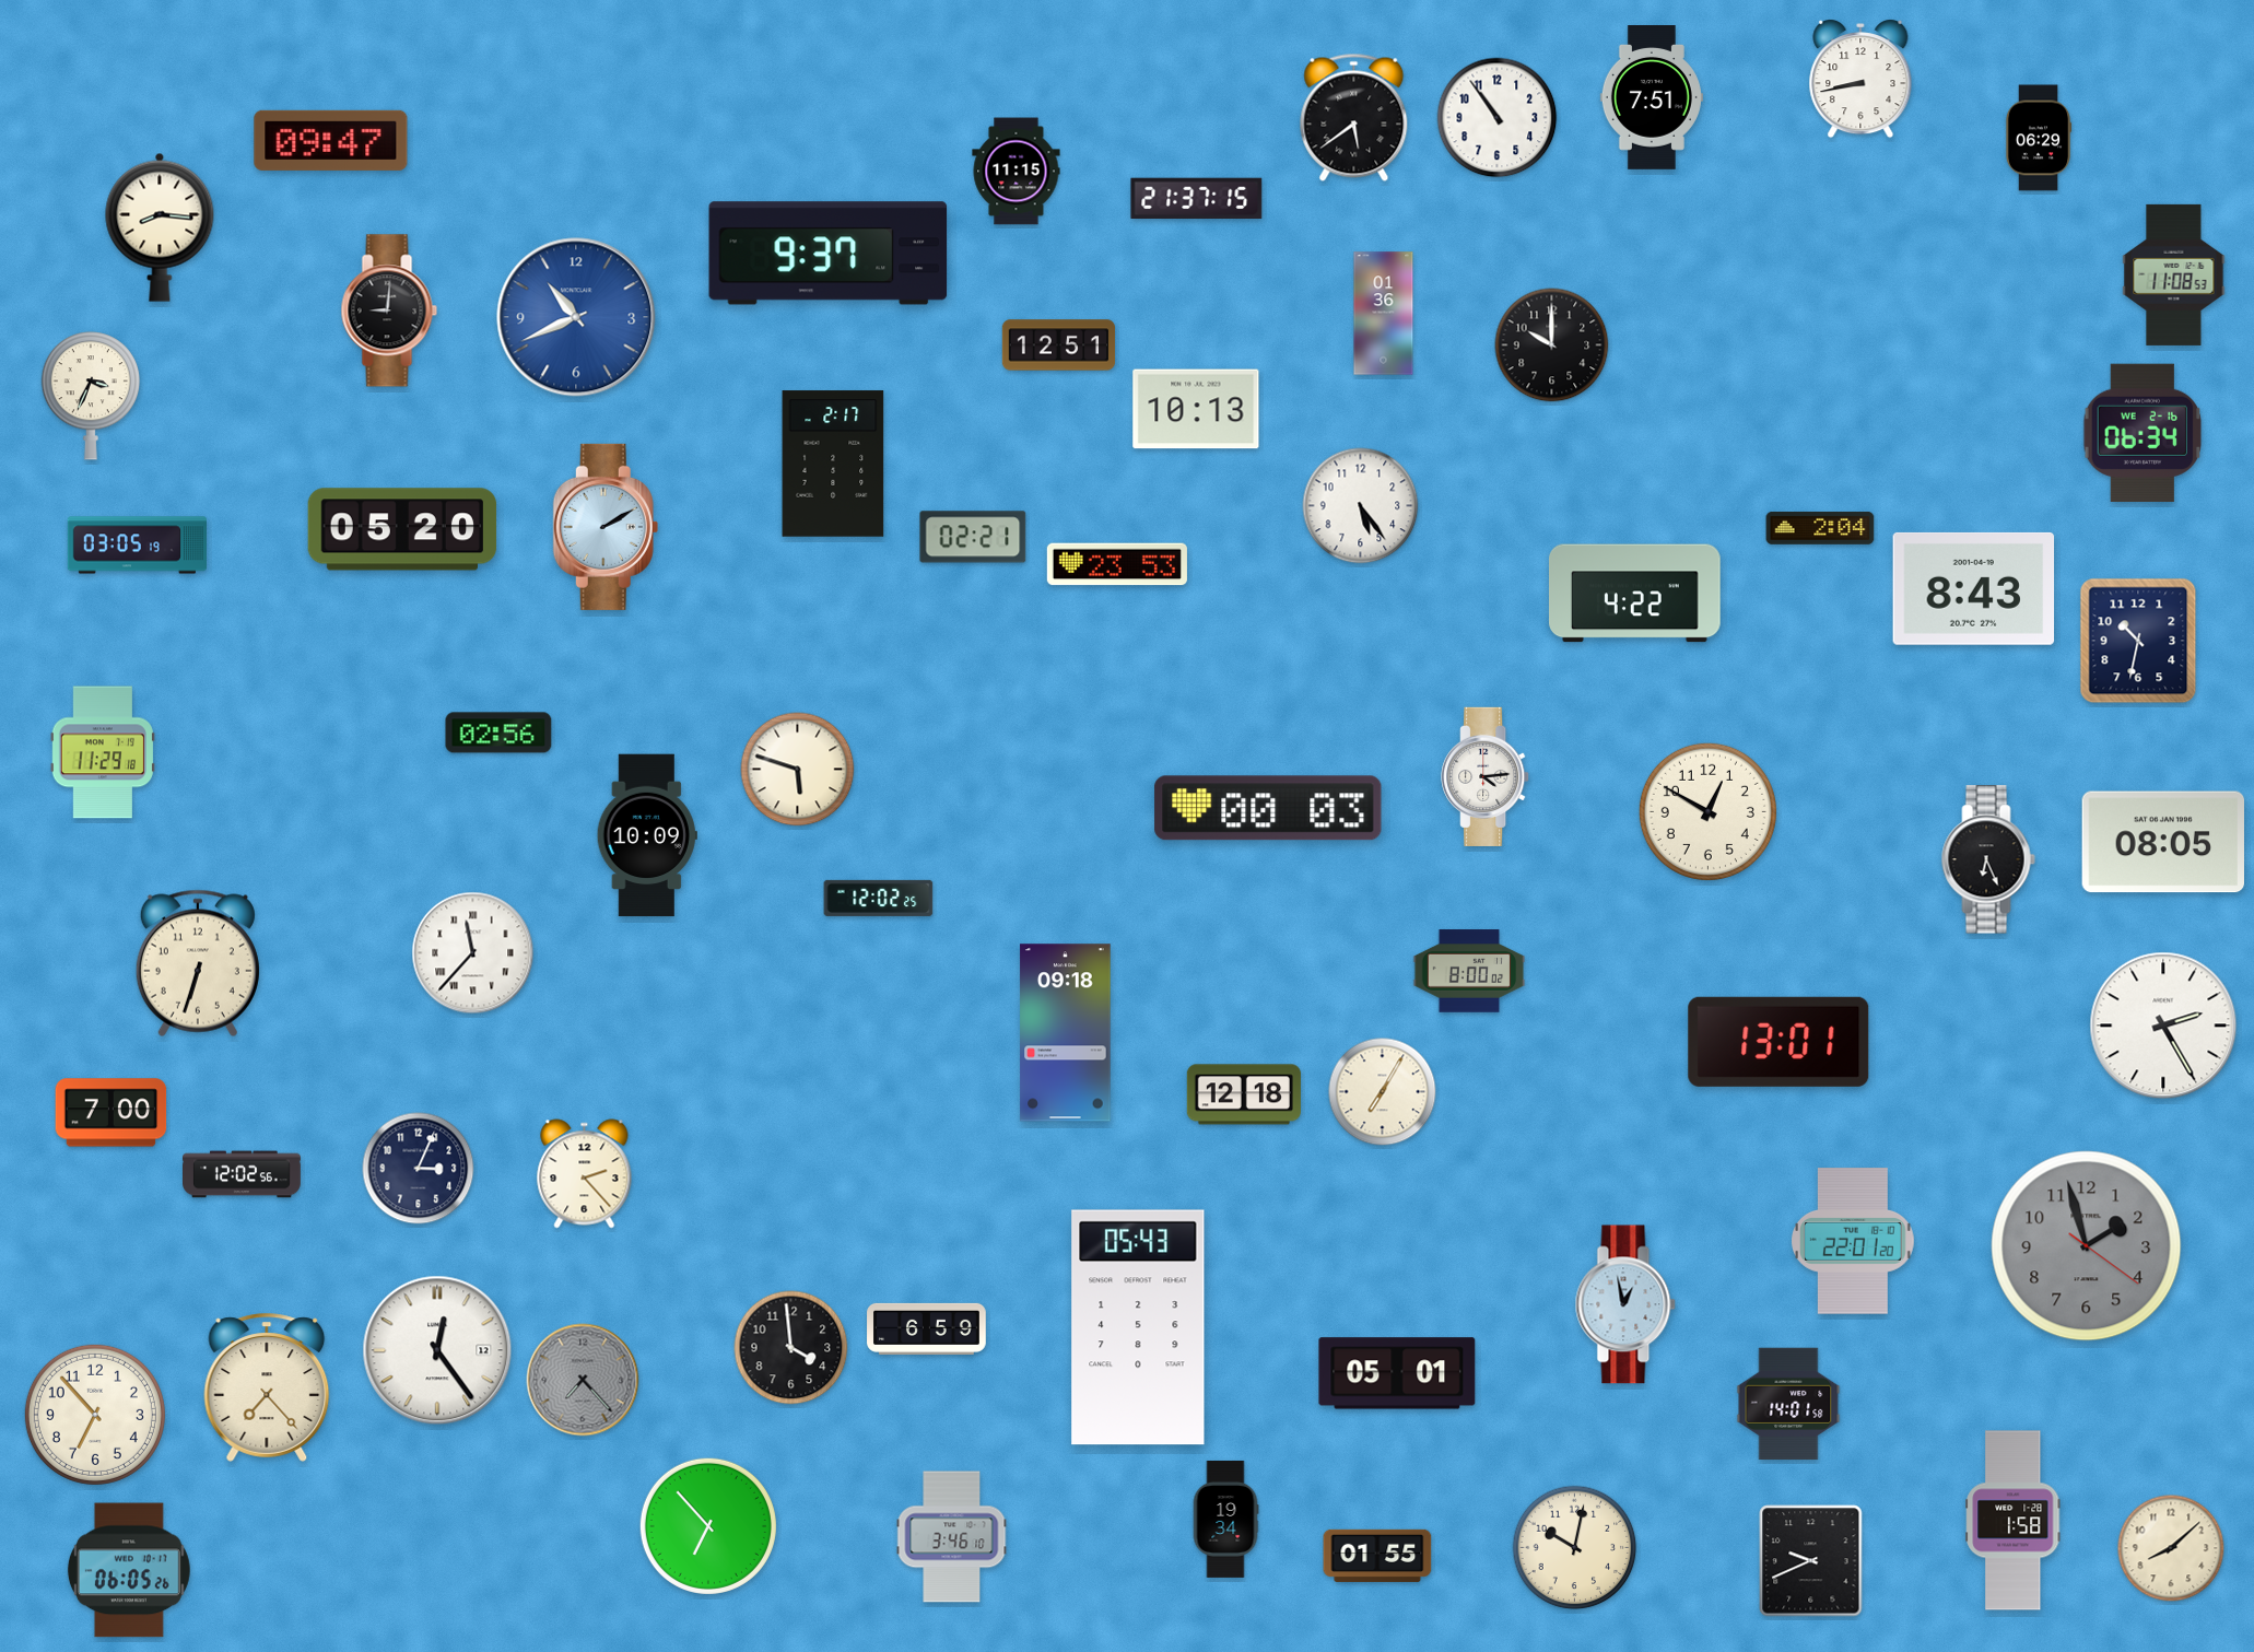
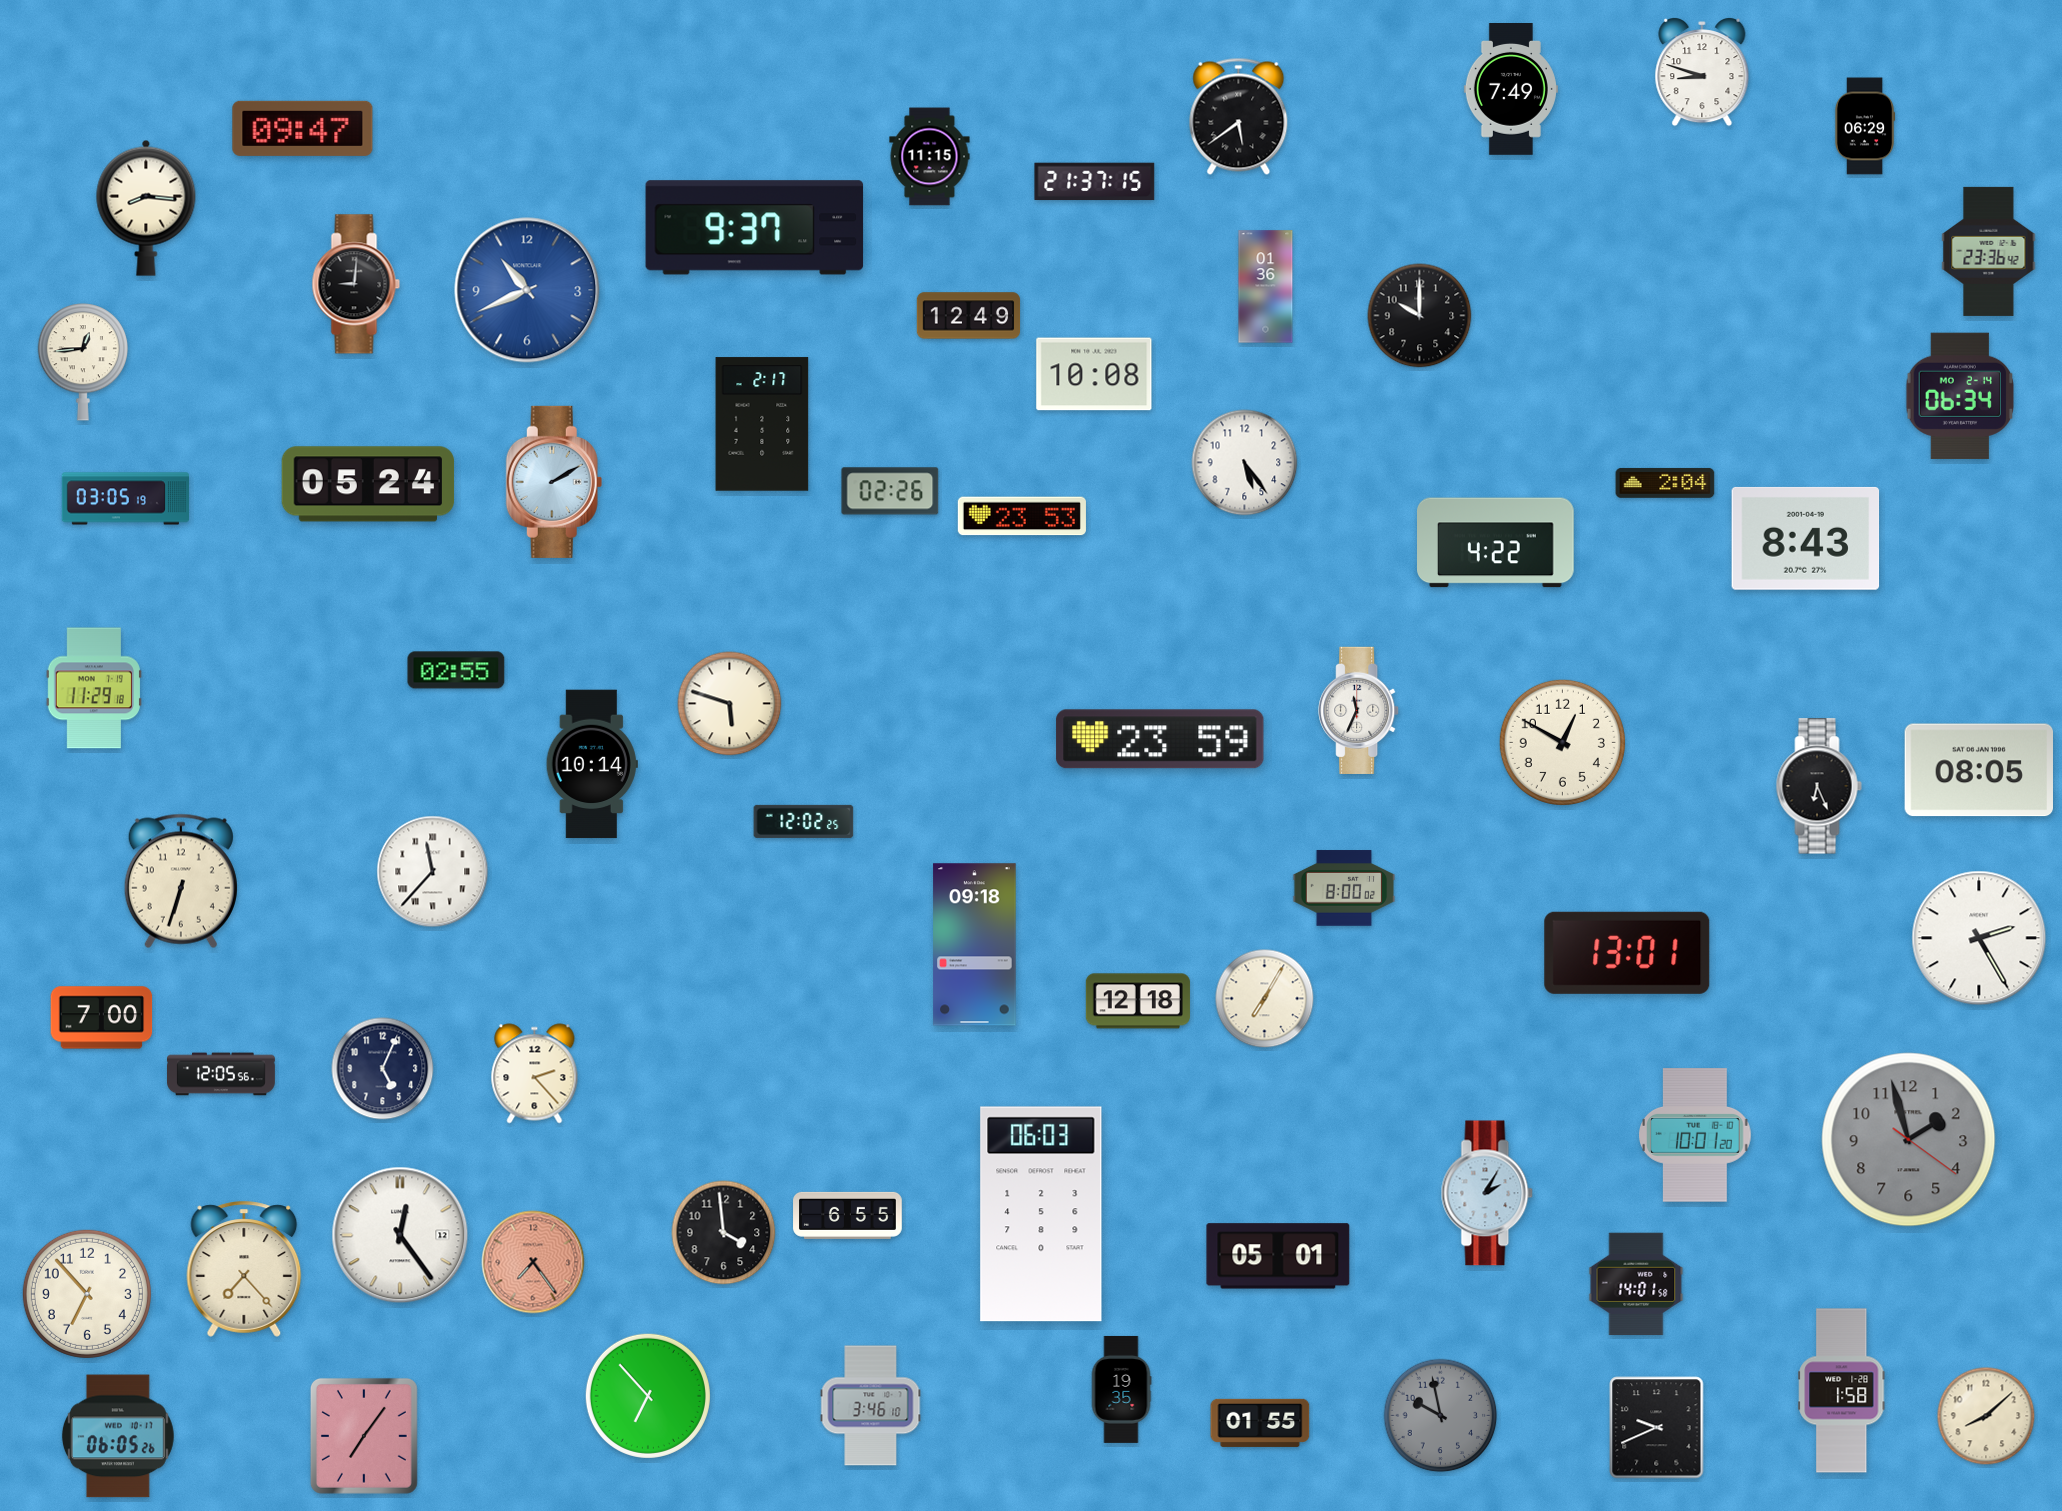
clock at (1860, 80): 8:43 -> 8:48
clock at (1652, 98): 7:51 -> 7:49
clock at (1354, 117) position: (1354, 117) -> (1239, 116)
clock at (1498, 118): 10:54 -> none
clock at (829, 254) position: (829, 254) -> (755, 228)
clock at (2174, 274): 11:08 -> 23:36
clock at (1059, 345): 12:51 -> 12:49
clock at (90, 396): 3:34 -> 12:44
clock at (1196, 409): 10:13 -> 10:08
clock at (2141, 433) date: WE 2-16 -> MO 2-14
clock at (402, 529): 05:20 -> 05:24
clock at (973, 537): 02:21 -> 02:26
clock at (2138, 641): 10:32 -> none
clock at (498, 733): 02:56 -> 02:55
clock at (1486, 776): 4:14 -> 11:34
clock at (1268, 808): 00:03 -> 23:59
clock at (647, 835): 10:09 -> 10:14
clock at (419, 1169): 3:04 -> 5:04
clock at (243, 1174): 12:02 -> 12:05
clock at (1853, 1241): 22:01 -> 10:01
clock at (1625, 1304): 12:58 -> 2:05
clock at (1138, 1327): 05:43 -> 06:03
clock at (927, 1328): 6:59 -> 6:55
clock at (583, 1380): 7:23 -> 7:24
clock at (583, 1380) dial: grey -> salmon
clock at (1225, 1519): 19:34 -> 19:35
clock at (1575, 1548): 10:02 -> 9:58
clock at (1575, 1548) dial: cream -> grey
clock at (364, 1436): none -> 7:06
